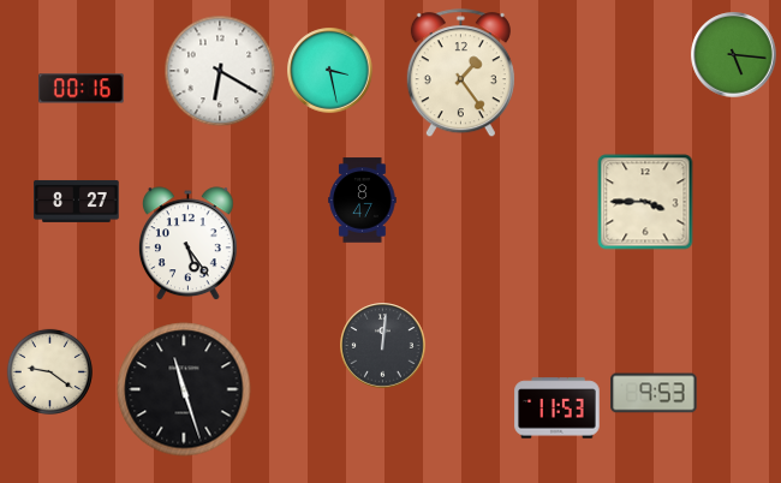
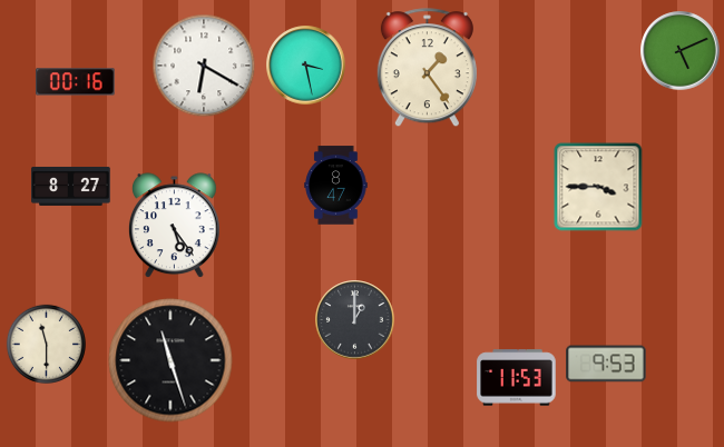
clock at (734, 55): 5:16 -> 5:11
clock at (383, 346): 12:01 -> 1:00
clock at (49, 371): 9:21 -> 11:30
